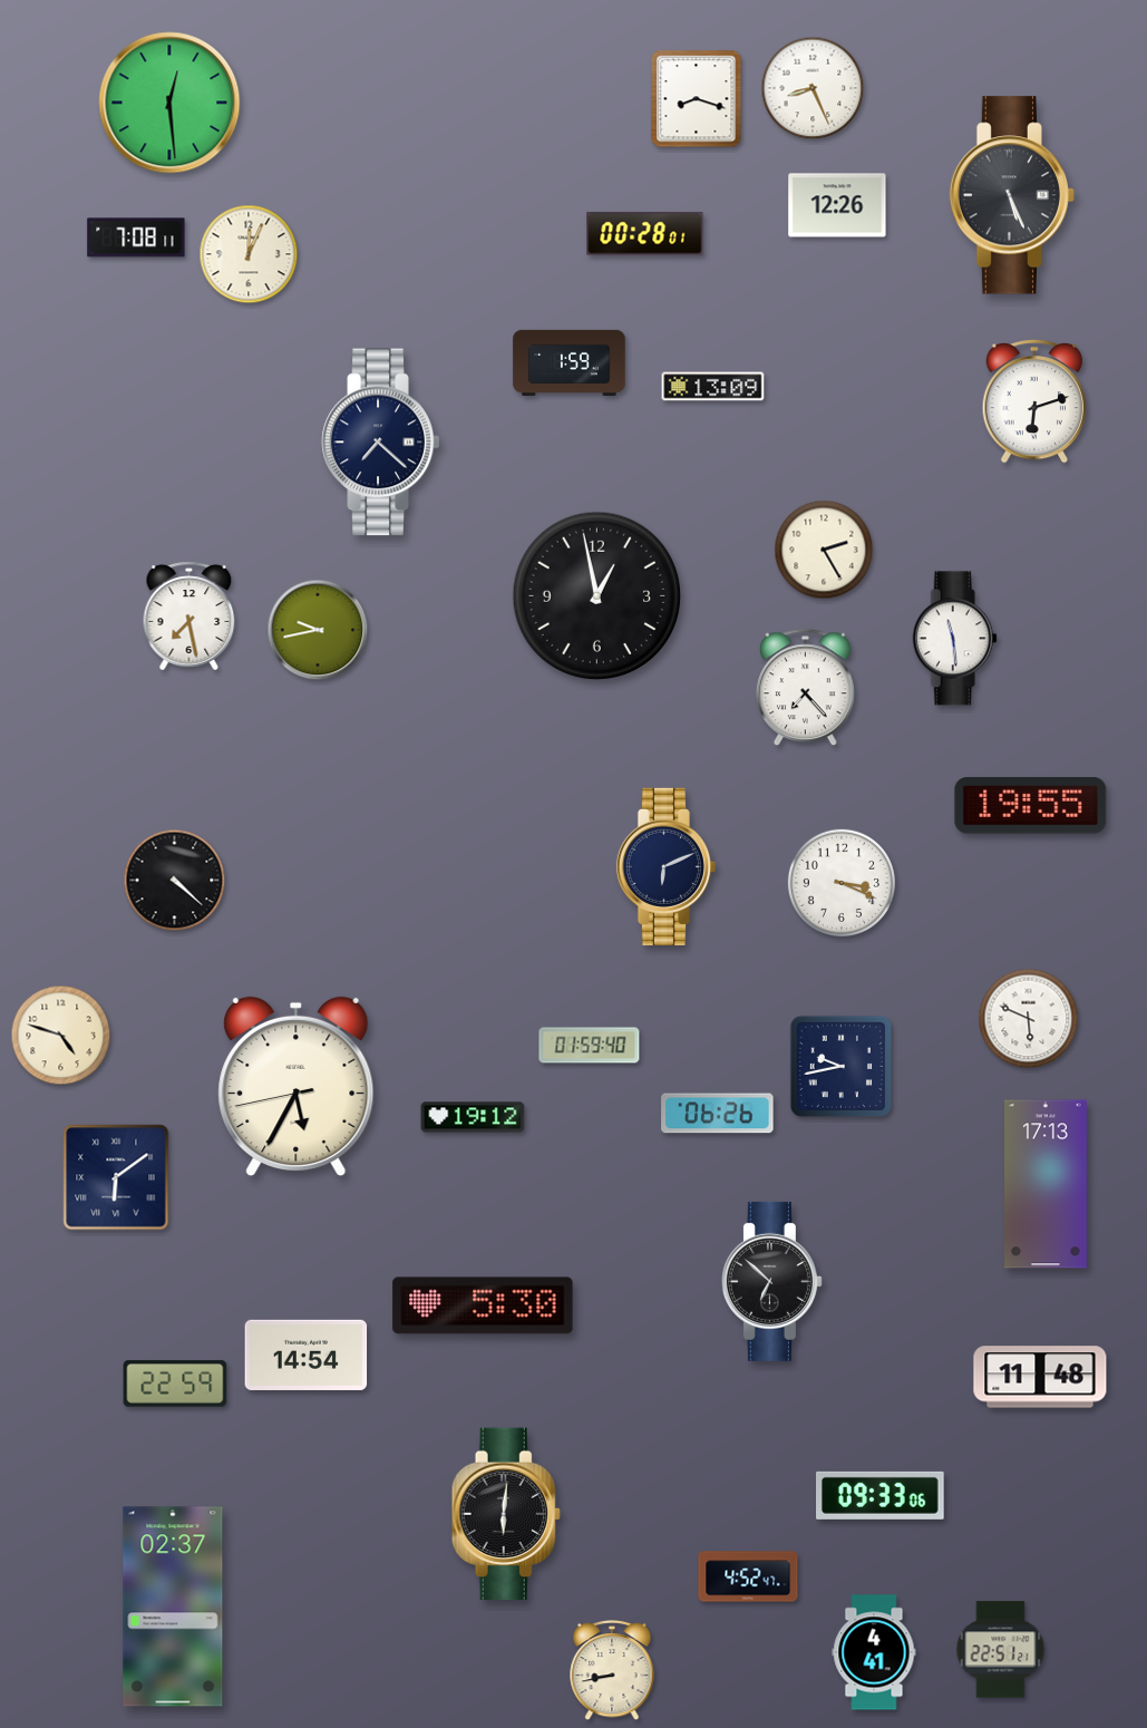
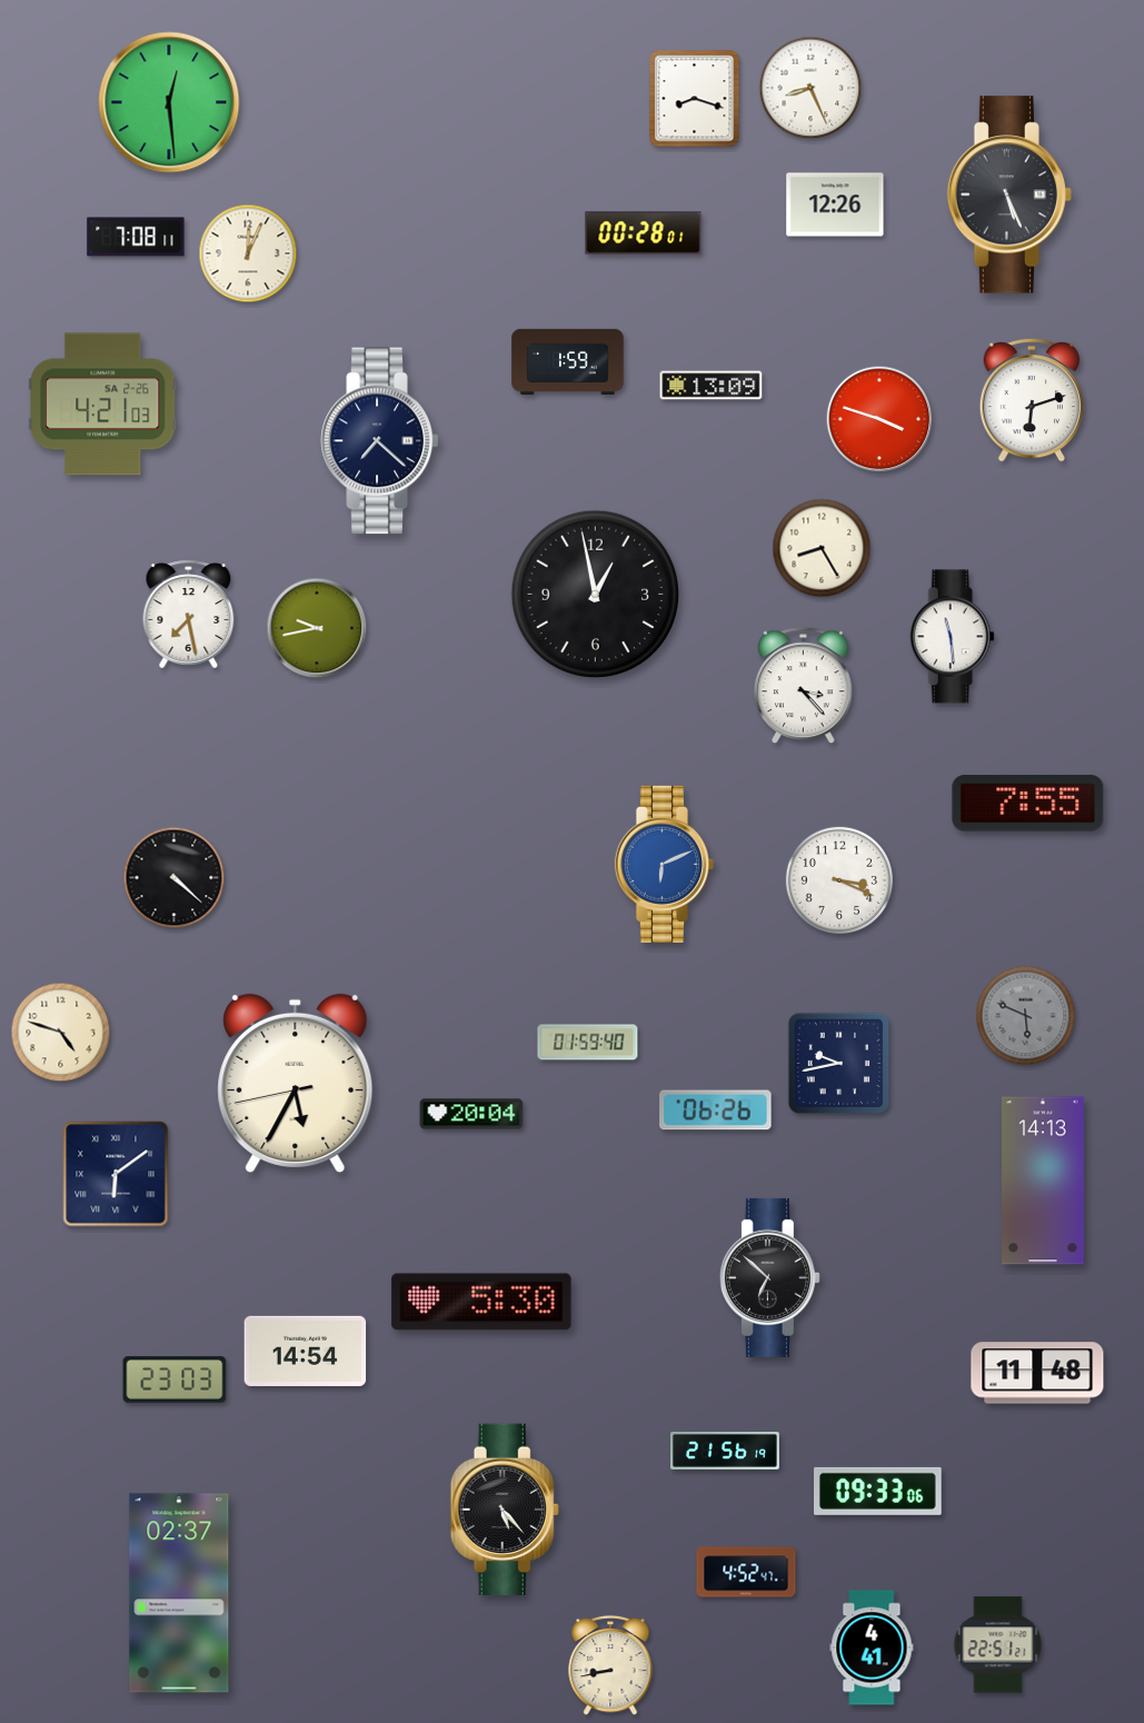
clock at (103, 405): none -> 4:21
clock at (879, 419): none -> 3:48
clock at (824, 550): 2:25 -> 8:25
clock at (806, 688): 7:23 -> 3:23
clock at (1031, 806): 19:55 -> 7:55
clock at (665, 866) dial: navy -> blue
clock at (1029, 1019) dial: white -> grey
clock at (473, 1117): 19:12 -> 20:04
clock at (1046, 1184): 17:13 -> 14:13
clock at (175, 1384): 22:59 -> 23:03
clock at (725, 1452): none -> 21:56
clock at (506, 1514): 6:01 -> 5:23
clock at (173, 1606) position: (173, 1606) -> (179, 1593)
